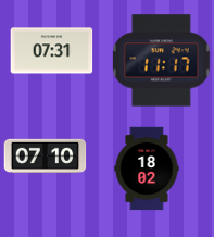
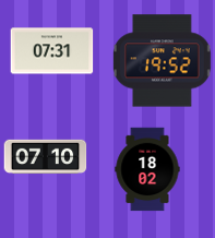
clock at (161, 61): 11:17 -> 19:52
